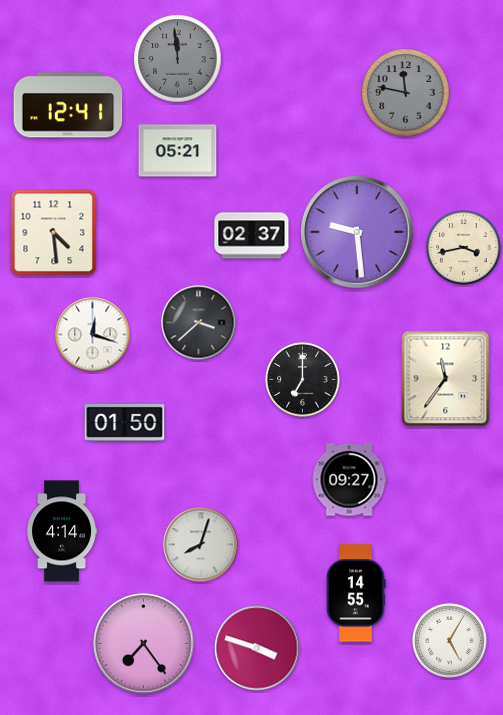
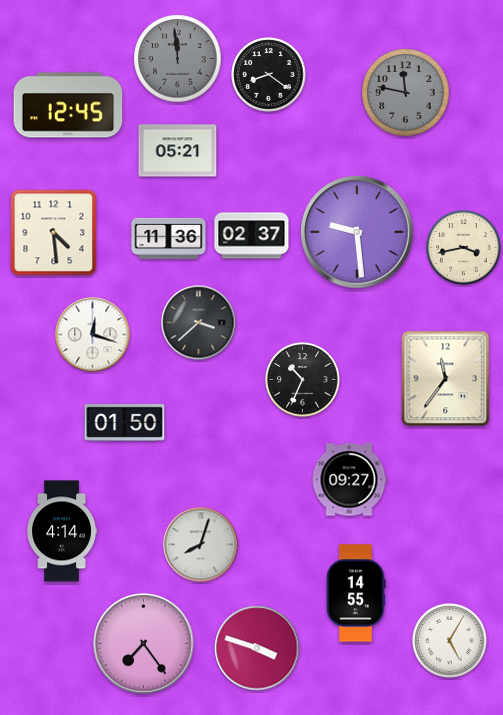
clock at (269, 75): none -> 8:21
clock at (68, 105): 12:41 -> 12:45
clock at (169, 239): none -> 11:36
clock at (303, 380): 7:00 -> 10:34
